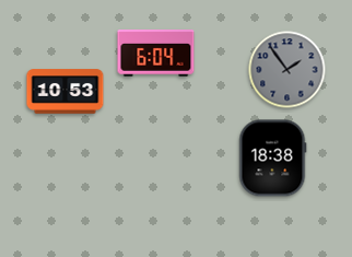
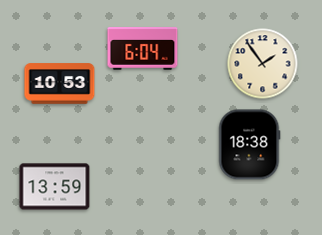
clock at (288, 70) dial: grey -> cream
clock at (55, 187): none -> 13:59
